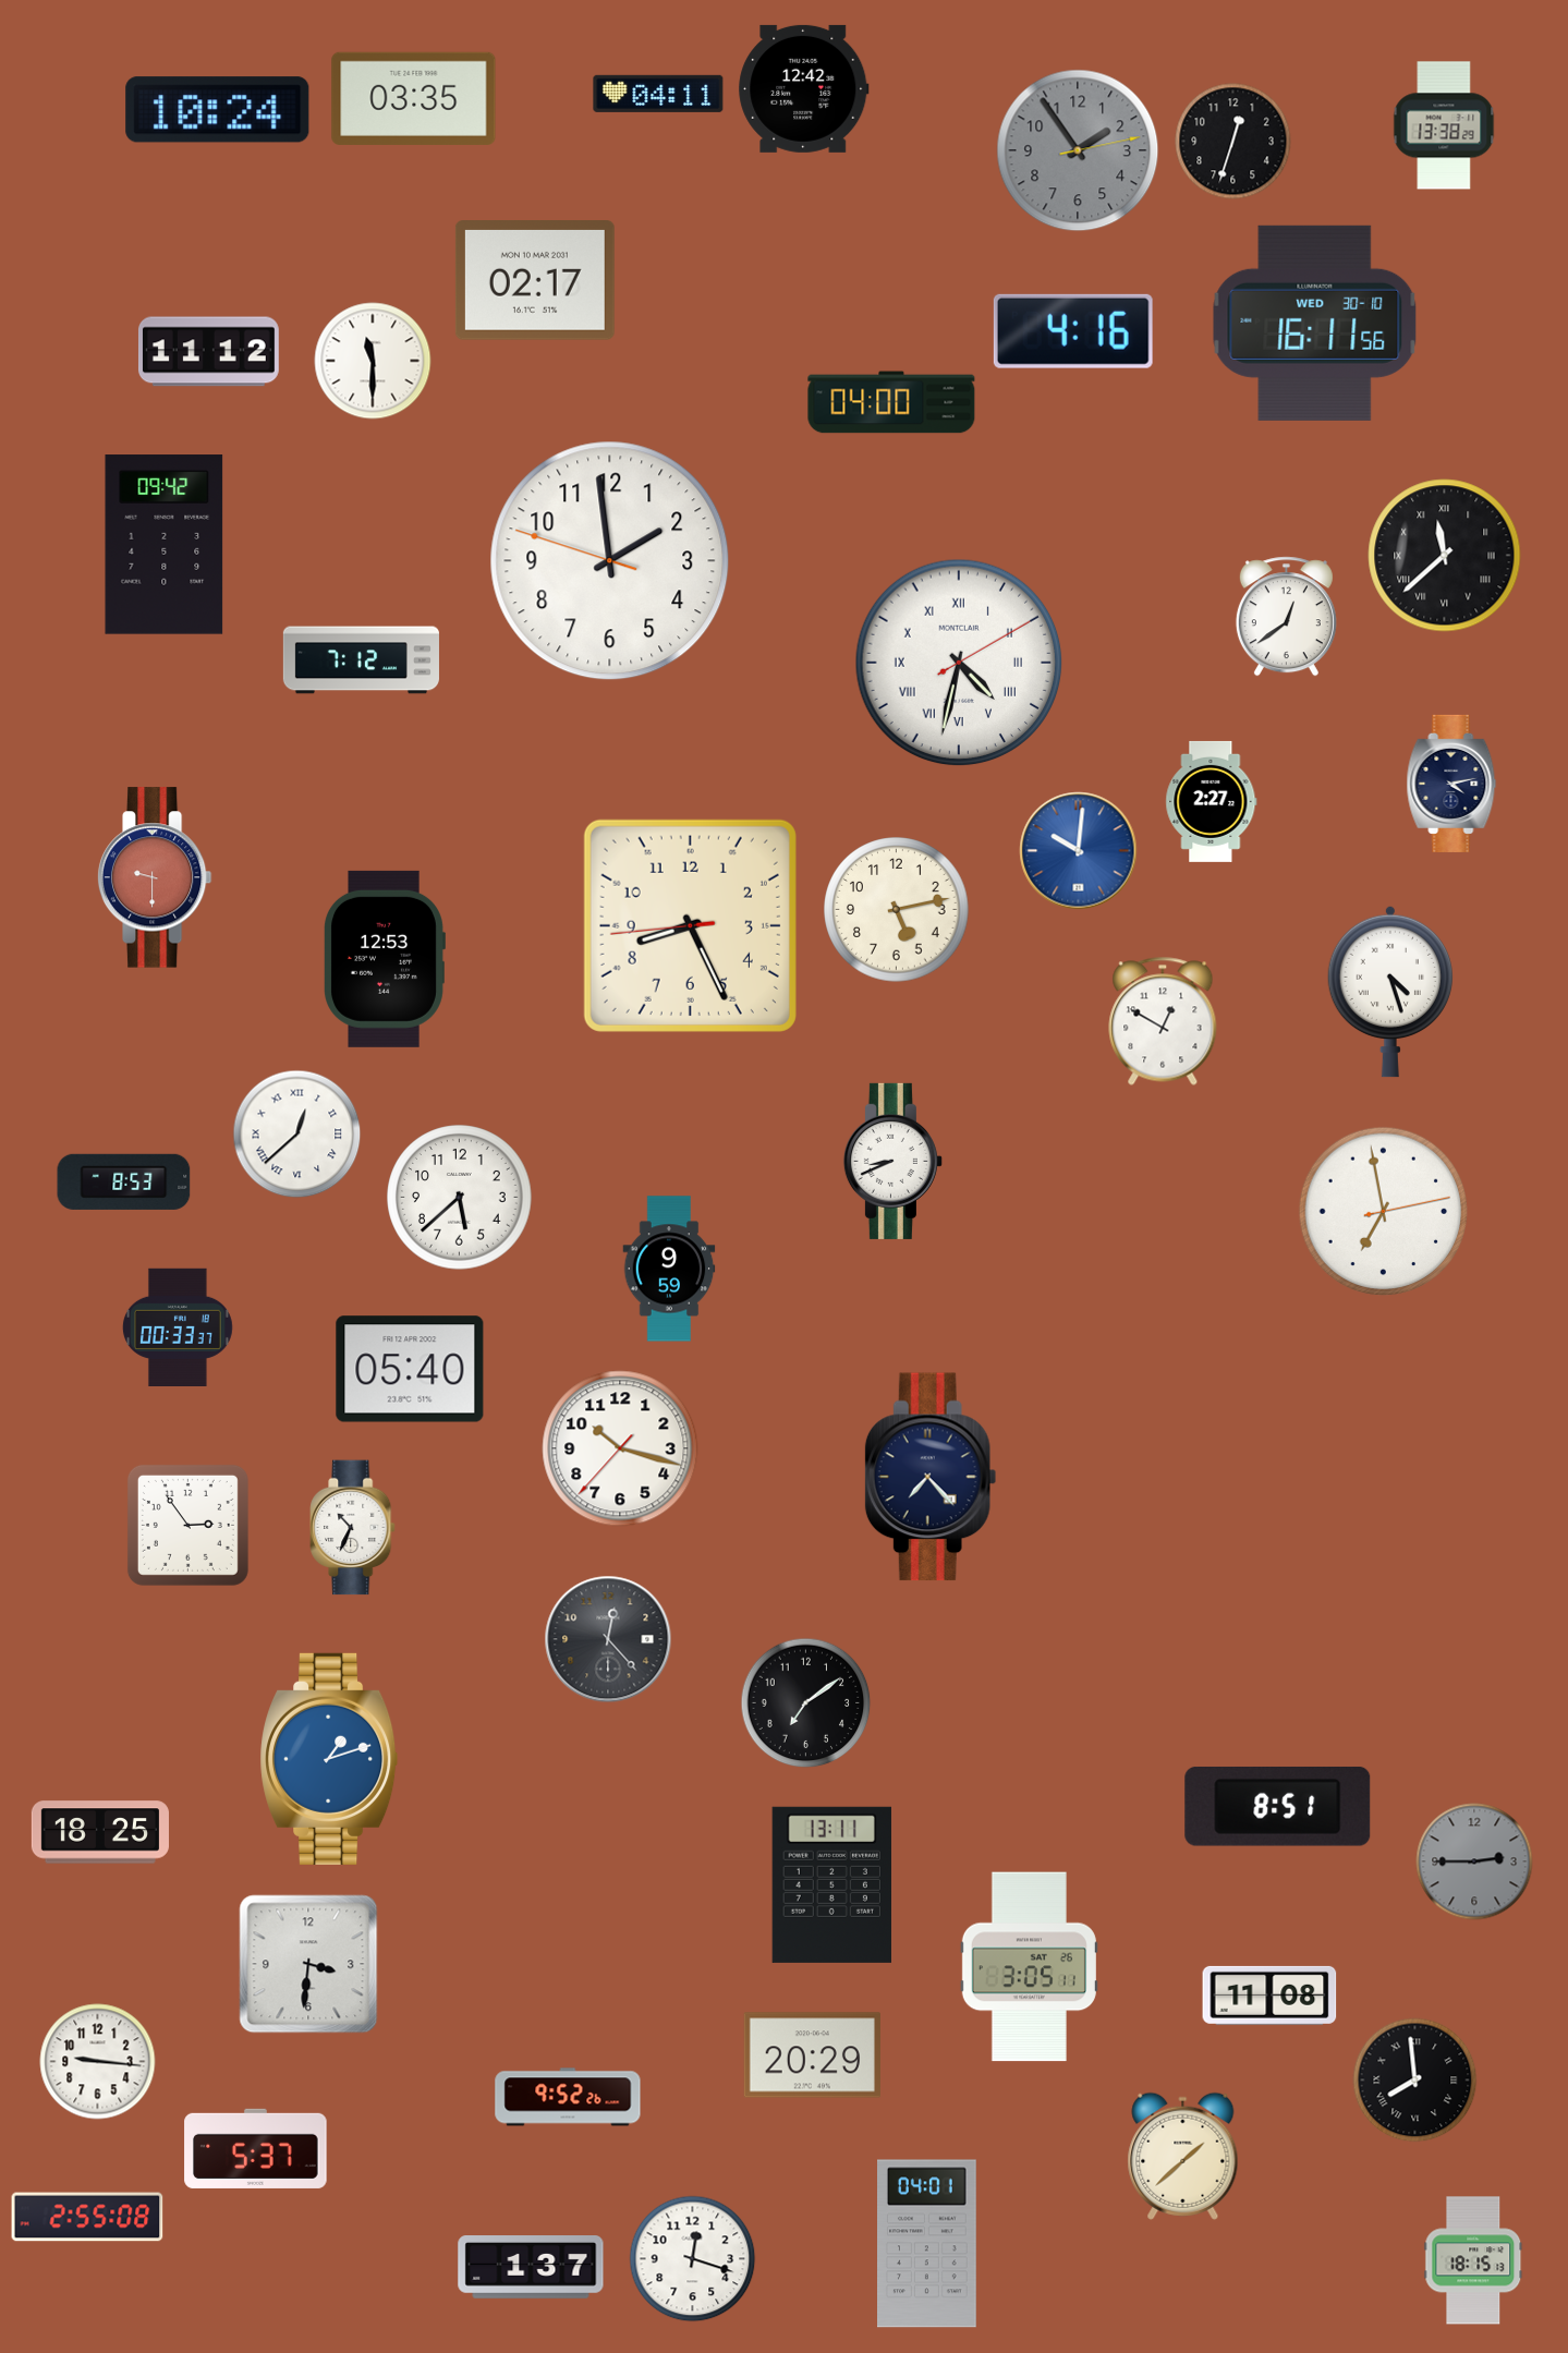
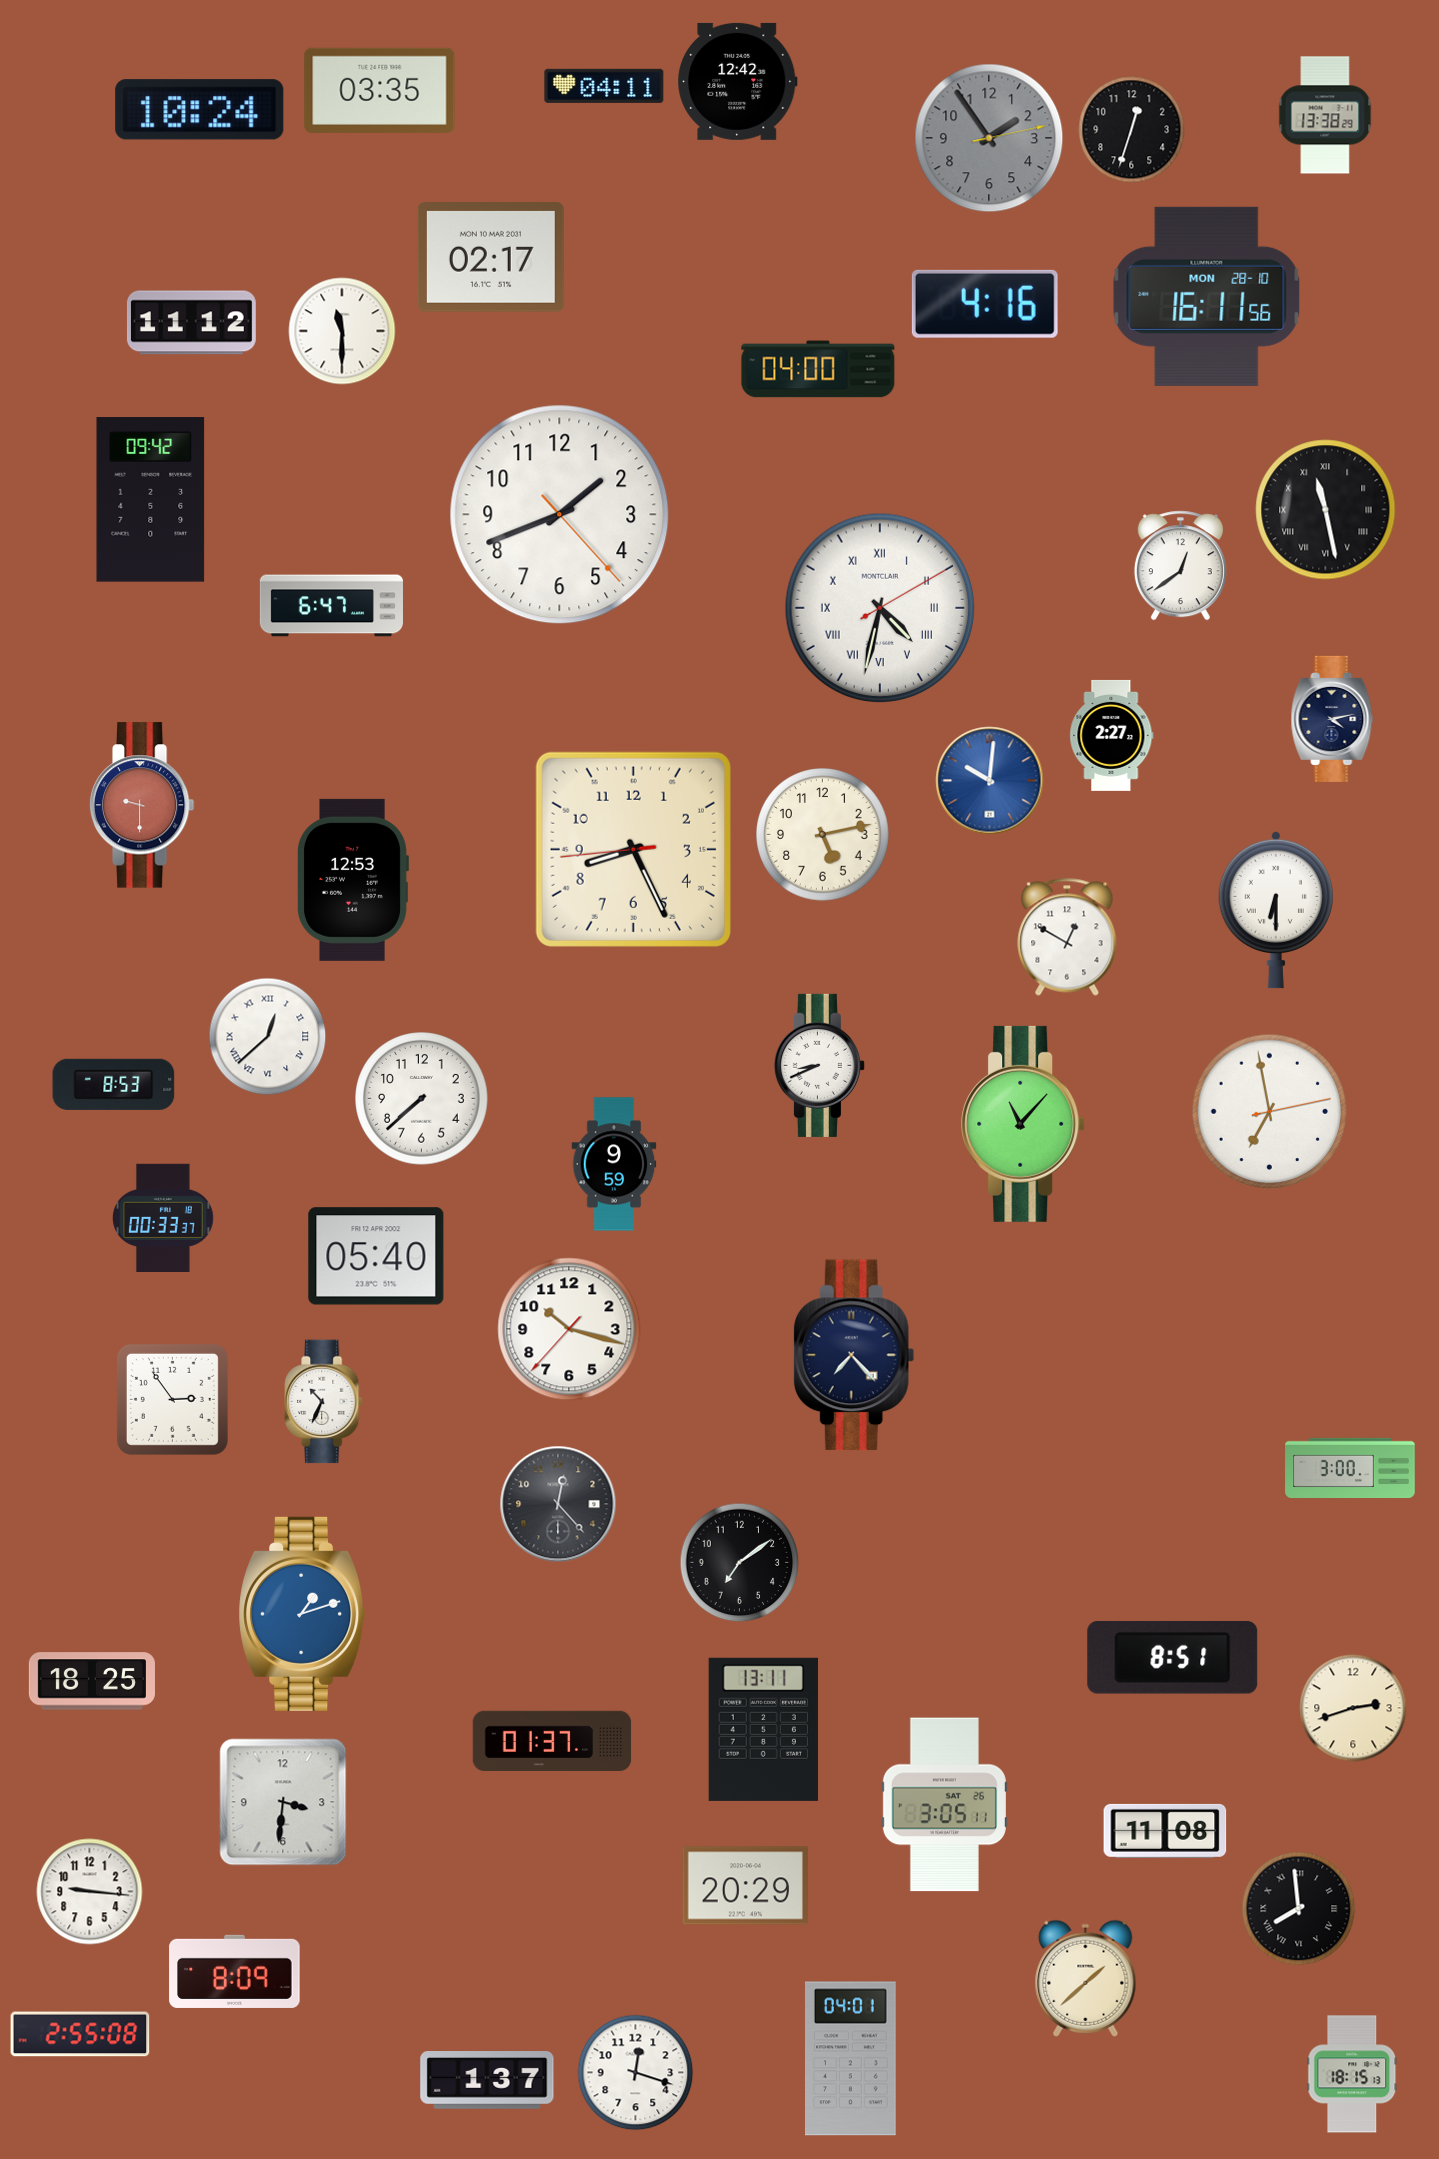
clock at (218, 110) position: (218, 110) -> (200, 110)
clock at (1315, 323) date: WED 30-10 -> MON 28-10
clock at (1445, 556): 11:38 -> 11:28
clock at (610, 561): 1:58 -> 1:41
clock at (361, 660): 7:12 -> 6:47
clock at (1389, 992): 4:27 -> 6:30
clock at (297, 1135) position: (297, 1135) -> (268, 1037)
clock at (460, 1198): 5:38 -> 7:38
clock at (1024, 1124): none -> 11:07
clock at (1350, 1467): none -> 3:00
clock at (1474, 1861): 2:45 -> 2:42
clock at (1474, 1861) dial: grey -> cream
clock at (552, 1740): none -> 01:37
clock at (568, 2097): 9:52 -> none
clock at (256, 2148): 5:37 -> 8:09
